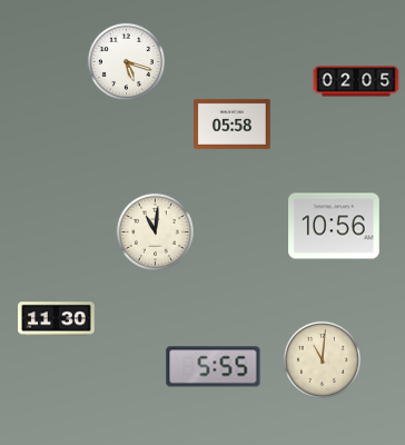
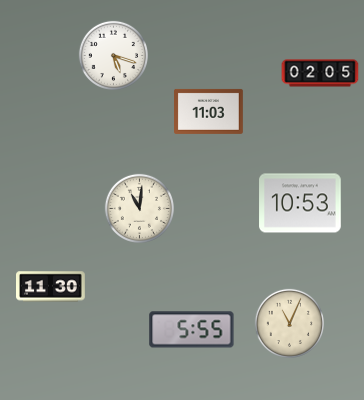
clock at (233, 123): 05:58 -> 11:03
clock at (334, 226): 10:56 -> 10:53
clock at (322, 359): 11:01 -> 11:04
